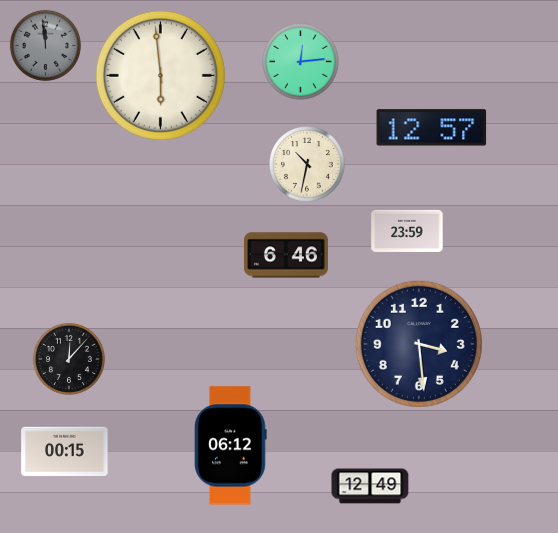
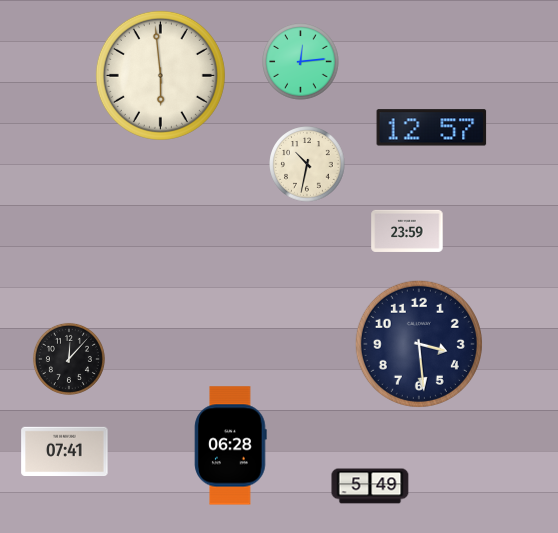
clock at (45, 45): 11:59 -> none
clock at (286, 255): 6:46 -> none
clock at (231, 446): 06:12 -> 06:28
clock at (65, 452): 00:15 -> 07:41
clock at (370, 486): 12:49 -> 5:49
